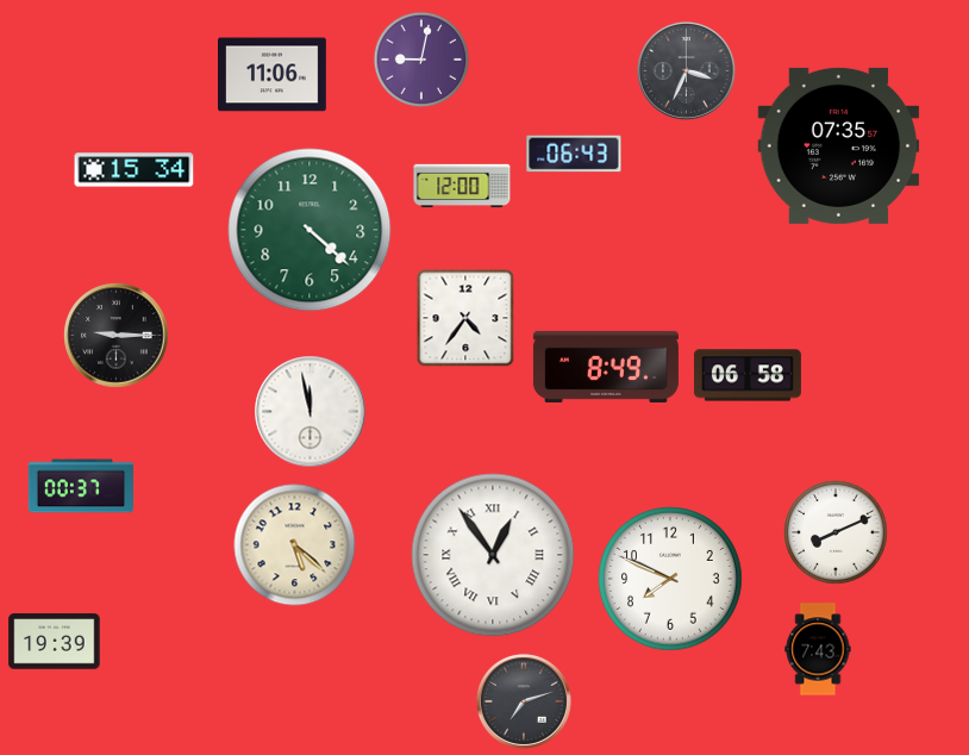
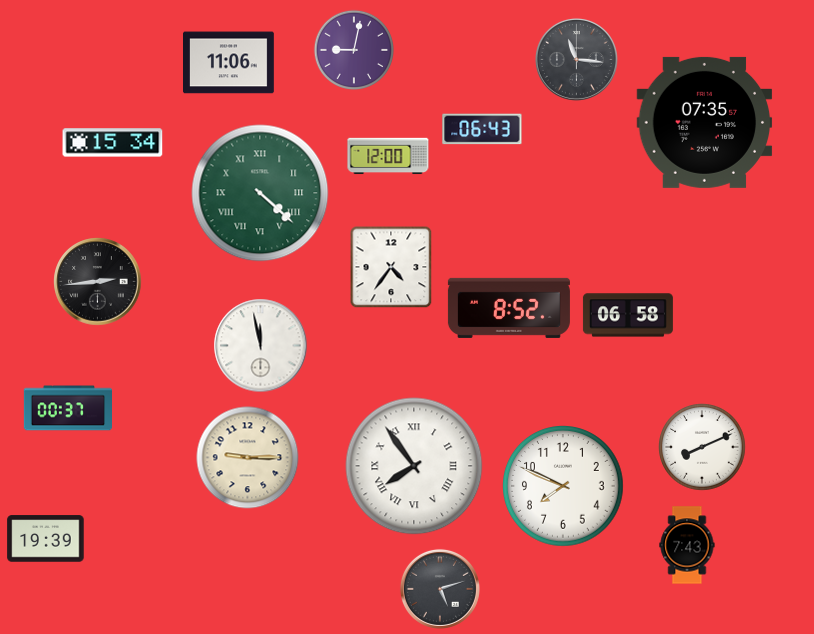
clock at (686, 70): 3:34 -> 11:16
clock at (310, 230) numerals: Arabic -> Roman
clock at (117, 336): 9:15 -> 2:44
clock at (606, 367): 8:49 -> 8:52
clock at (295, 545): 5:22 -> 9:15
clock at (493, 555): 12:54 -> 7:54
clock at (524, 701): 7:12 -> 5:12
